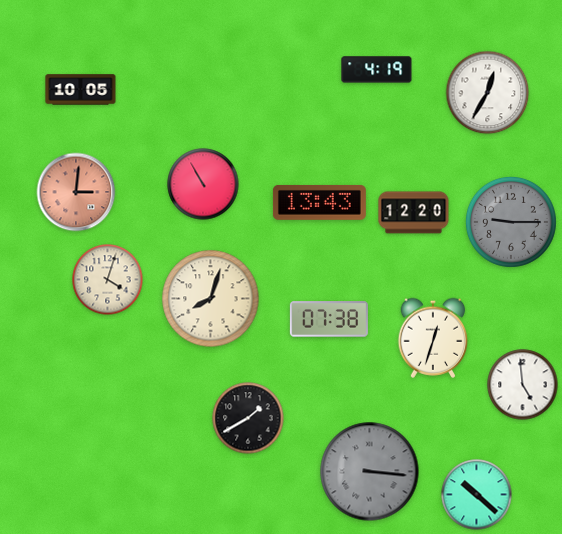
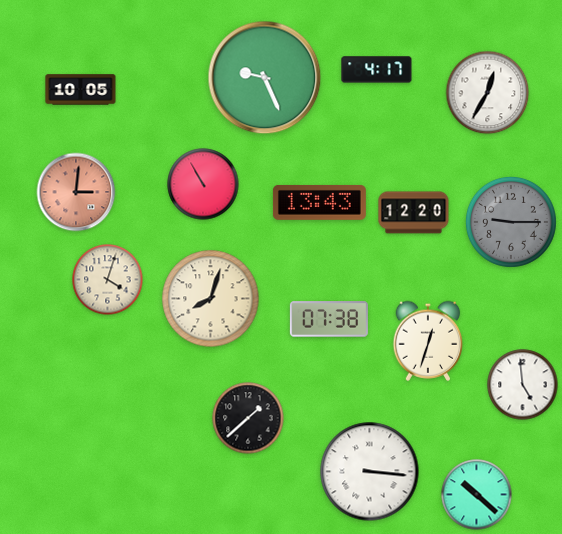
clock at (377, 70): 4:19 -> 4:17
clock at (265, 78): none -> 9:26
clock at (433, 338) position: (433, 338) -> (428, 341)
clock at (248, 418): 1:40 -> 1:38
clock at (370, 472) dial: grey -> white
